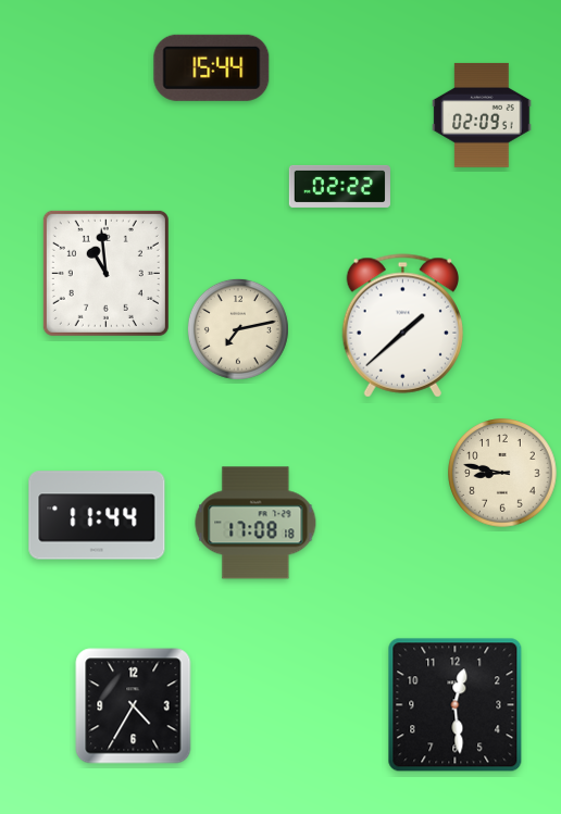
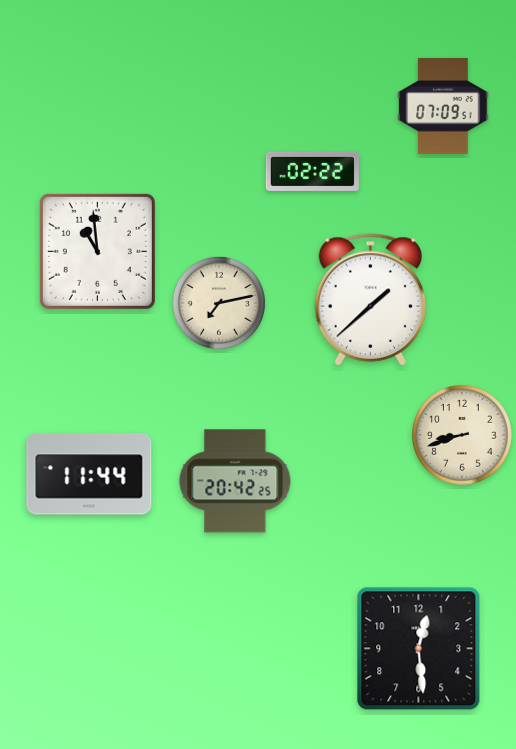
clock at (212, 67): 15:44 -> none
clock at (482, 115): 02:09 -> 07:09
clock at (502, 473): 8:47 -> 8:42
clock at (255, 523): 17:08 -> 20:42
clock at (134, 706): 4:35 -> none
